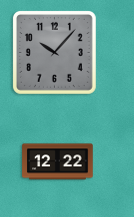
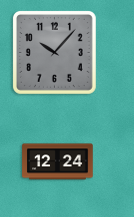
clock at (58, 162): 12:22 -> 12:24
